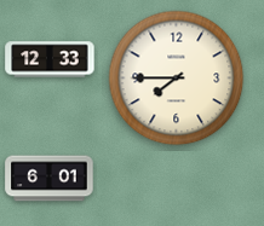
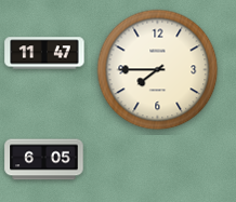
clock at (50, 59): 12:33 -> 11:47
clock at (50, 179): 6:01 -> 6:05
